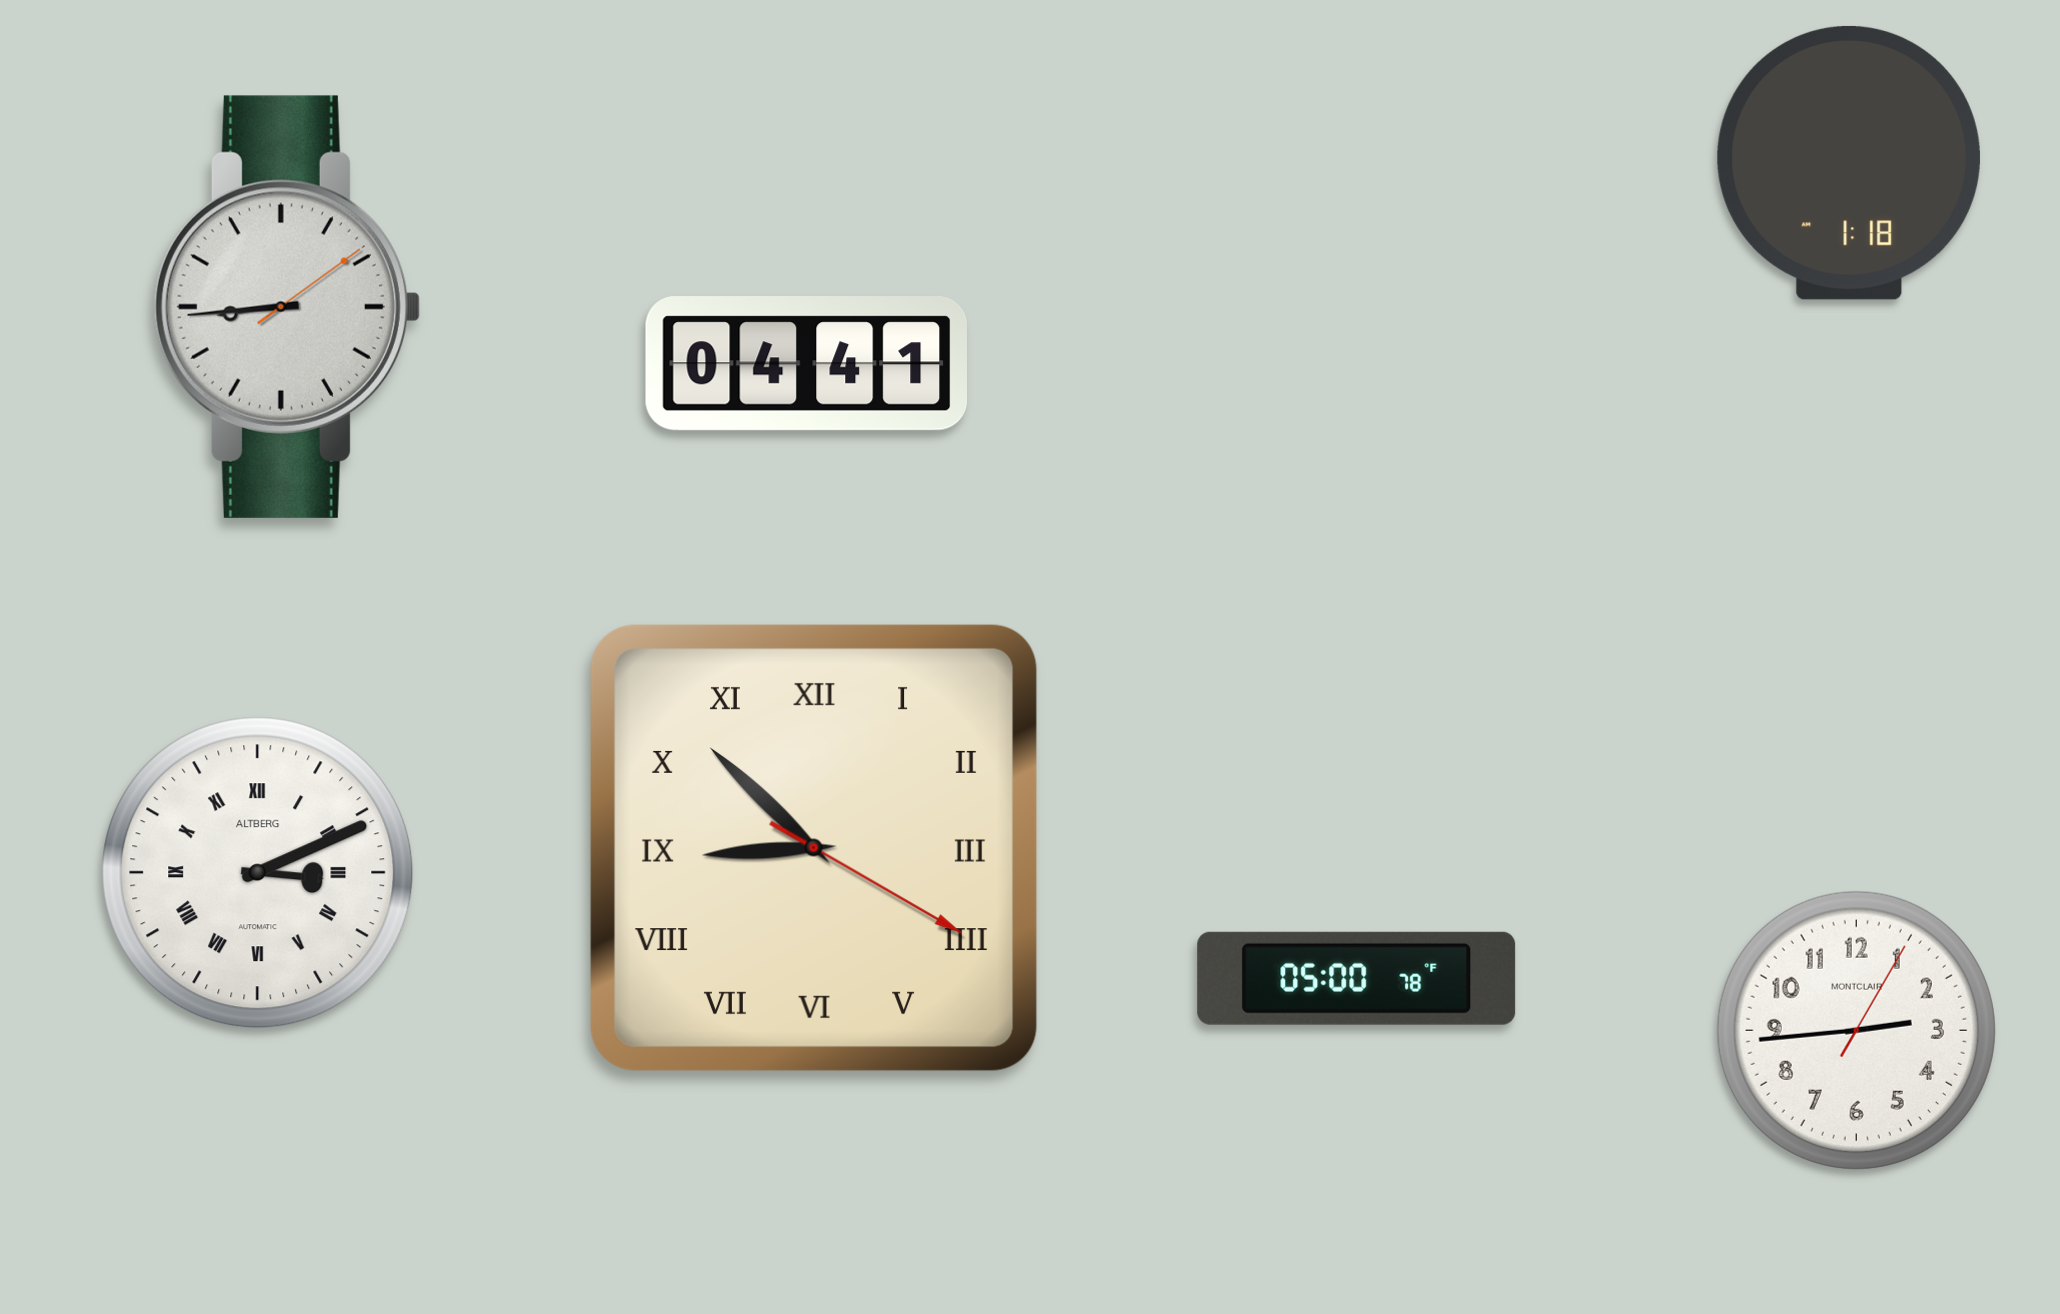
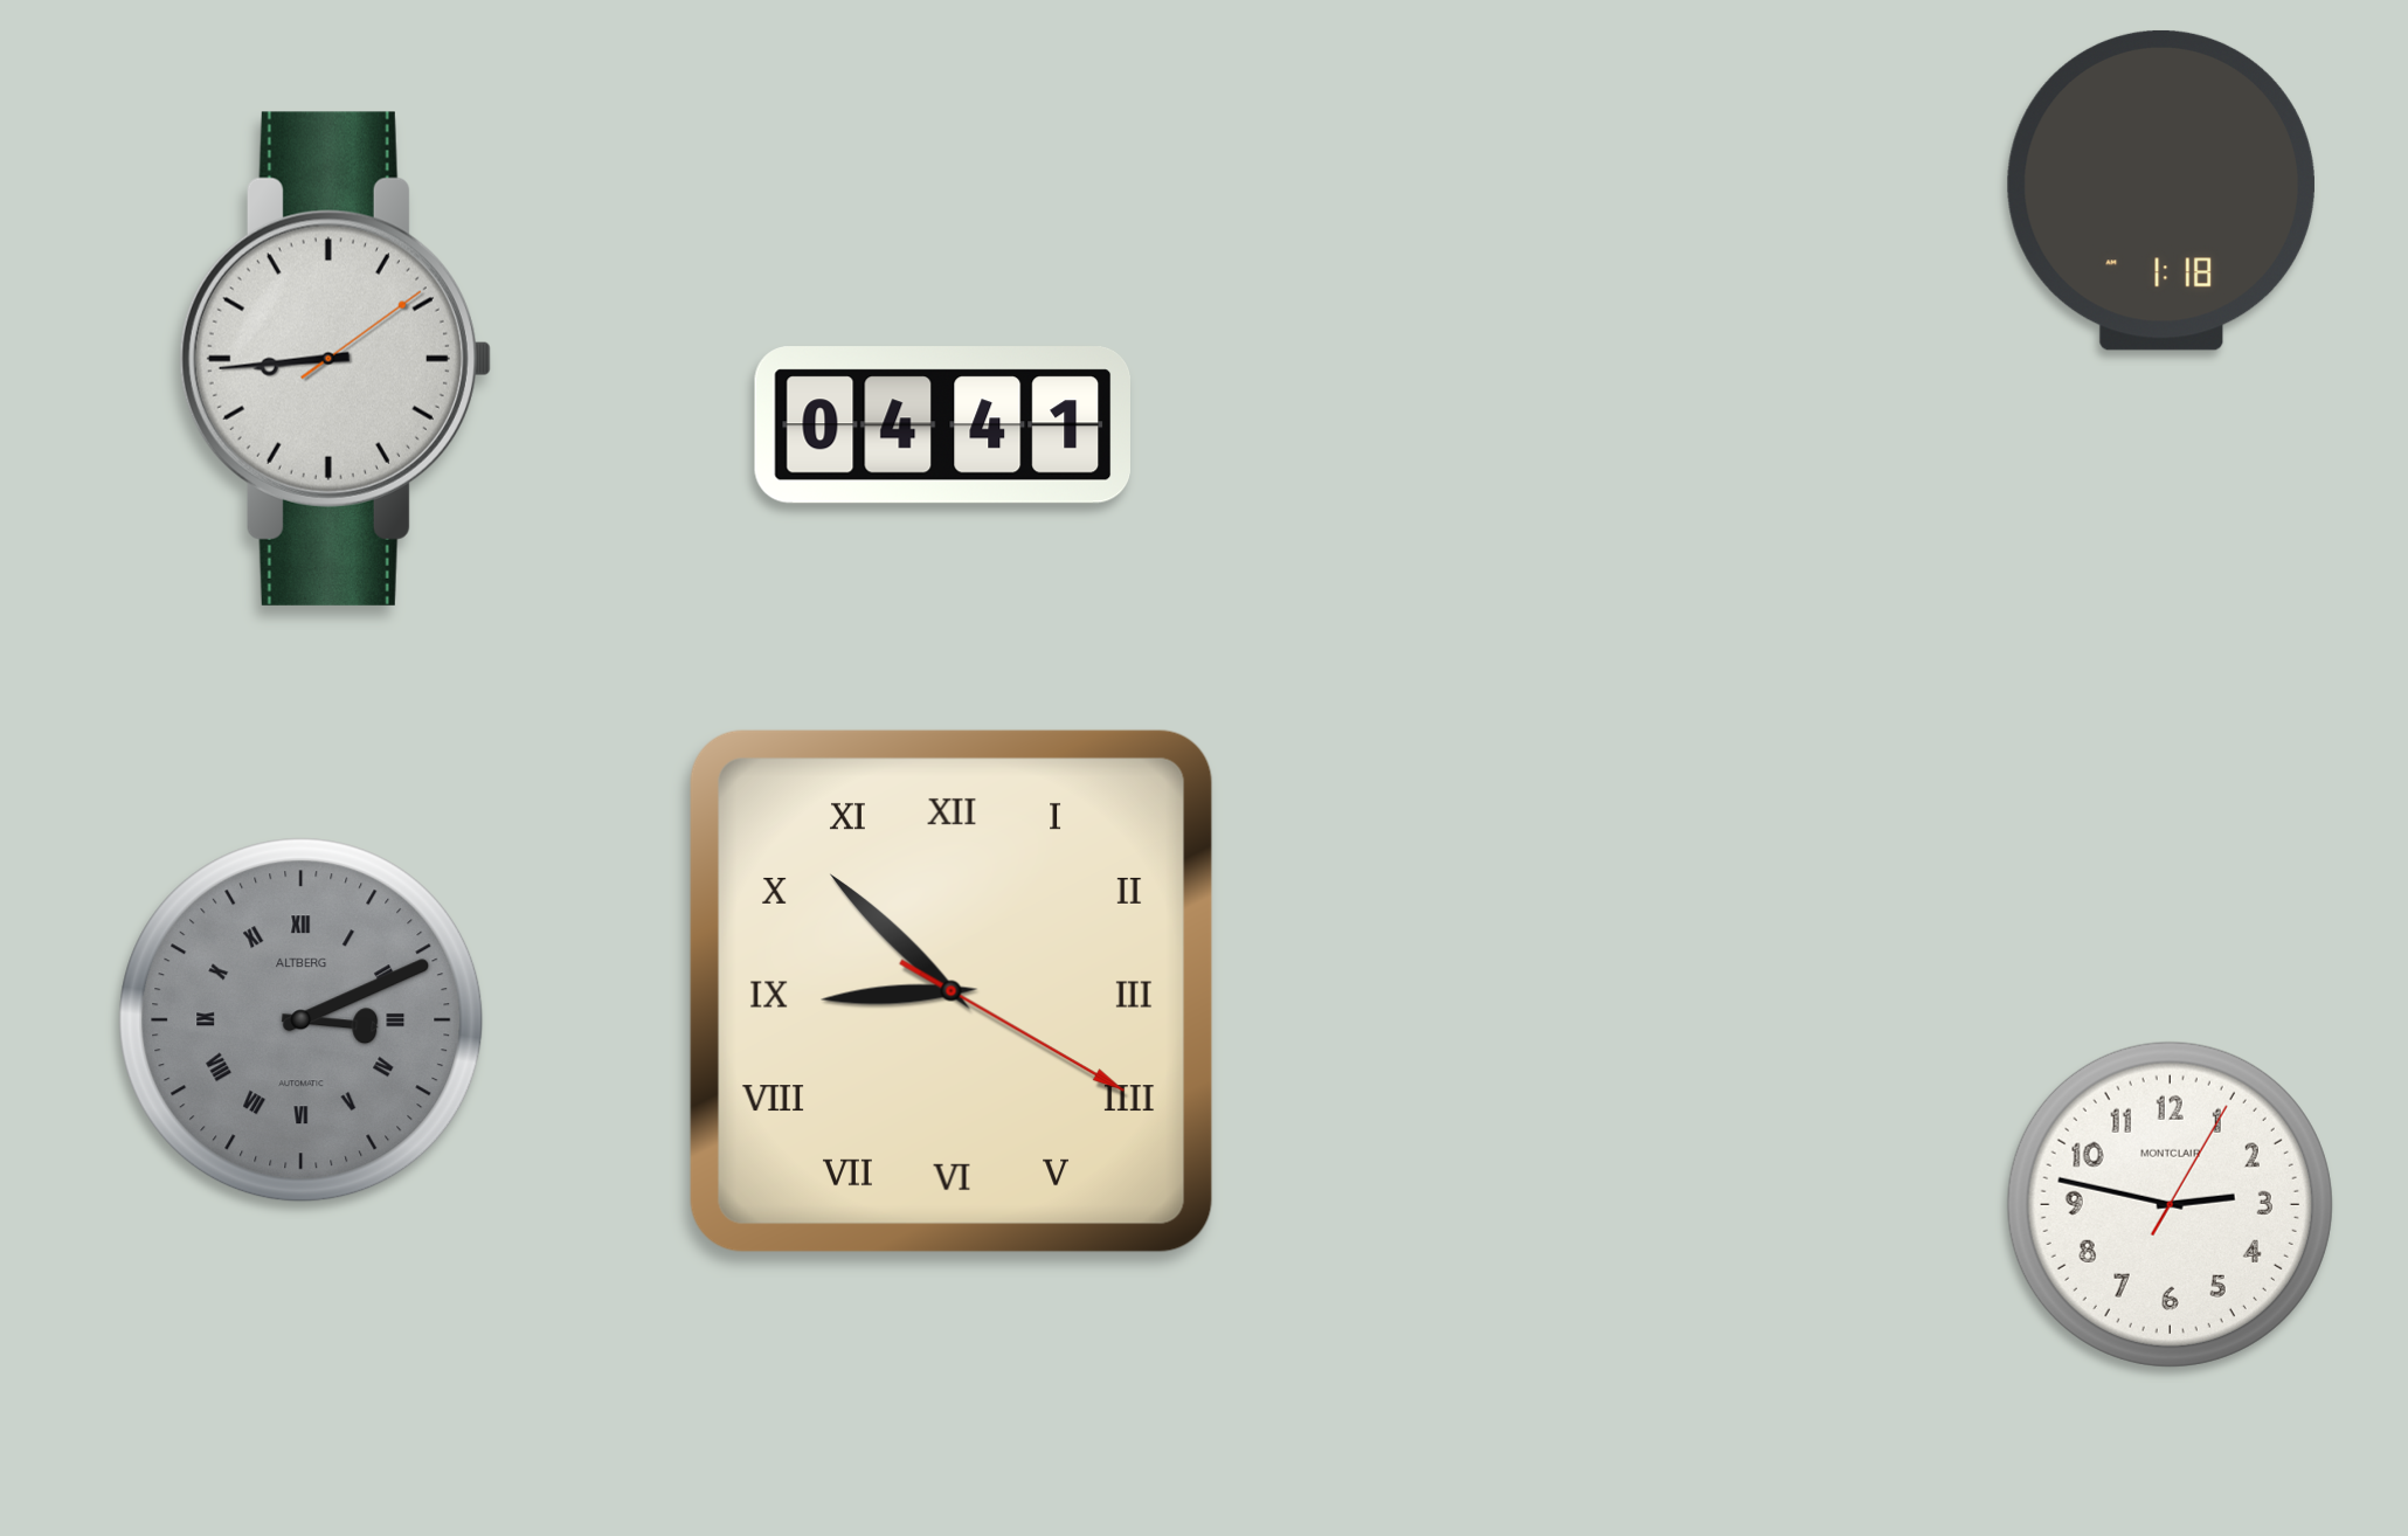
clock at (258, 873) dial: white -> grey
clock at (1357, 978): 05:00 -> none
clock at (1856, 1030): 2:44 -> 2:47
